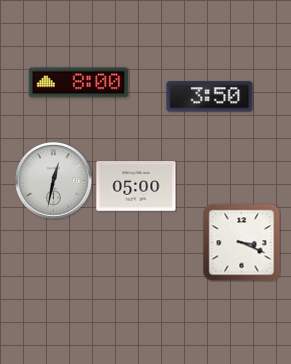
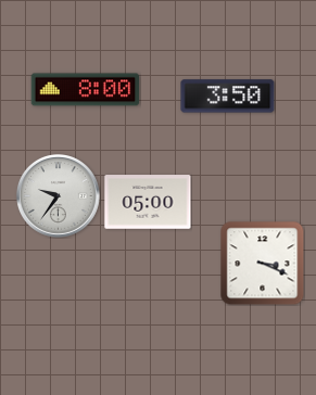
clock at (210, 97) position: (210, 97) -> (228, 97)
clock at (54, 181): 12:32 -> 9:36
